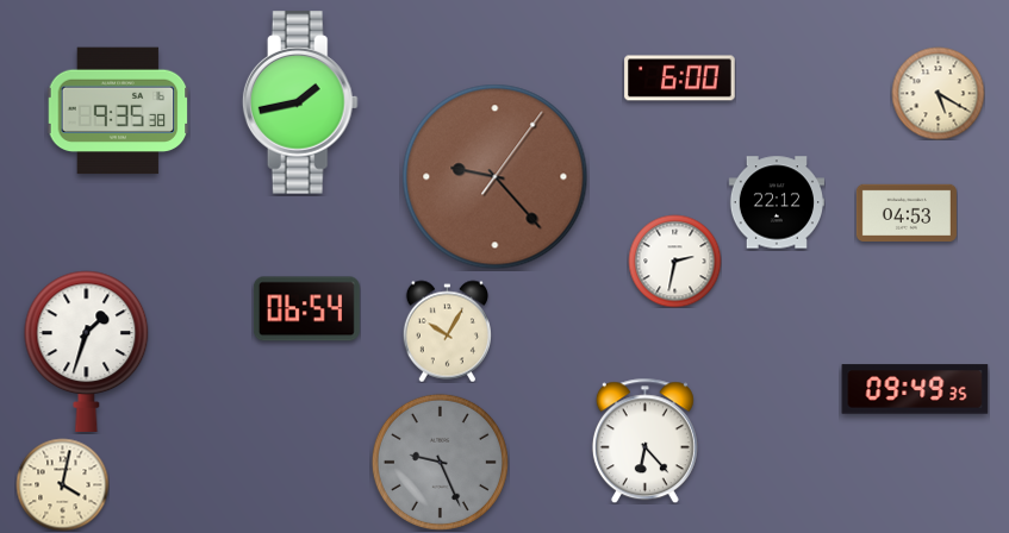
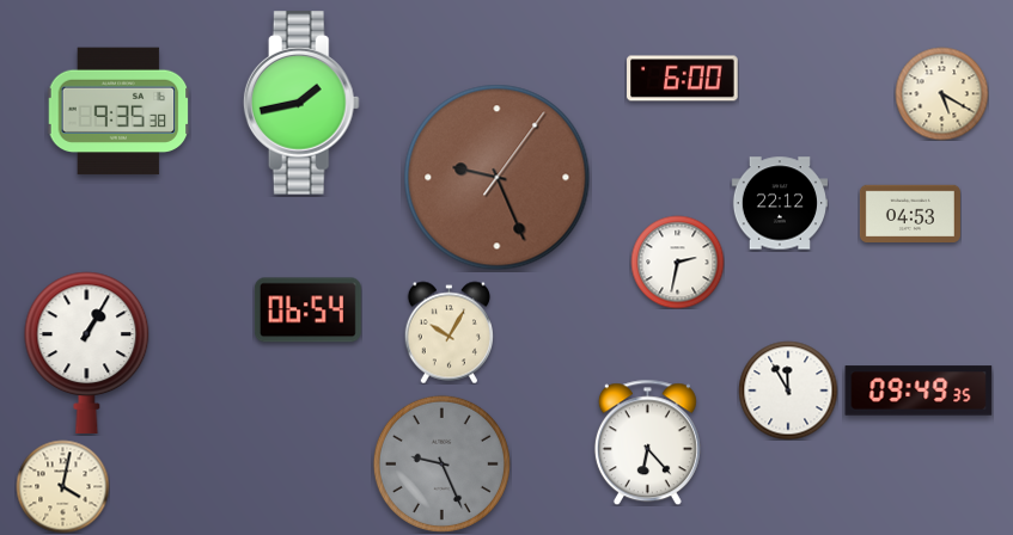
clock at (496, 177): 9:23 -> 9:26
clock at (87, 351): 1:33 -> 1:05
clock at (788, 391): none -> 11:55
